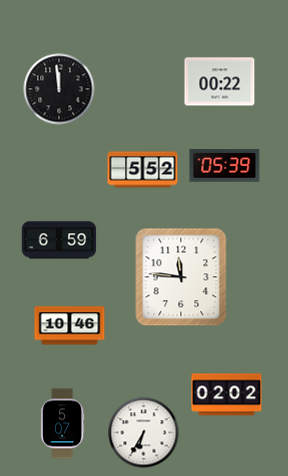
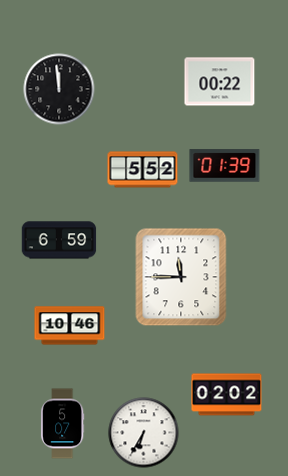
clock at (225, 166): 05:39 -> 01:39
clock at (181, 277): 11:46 -> 11:45
